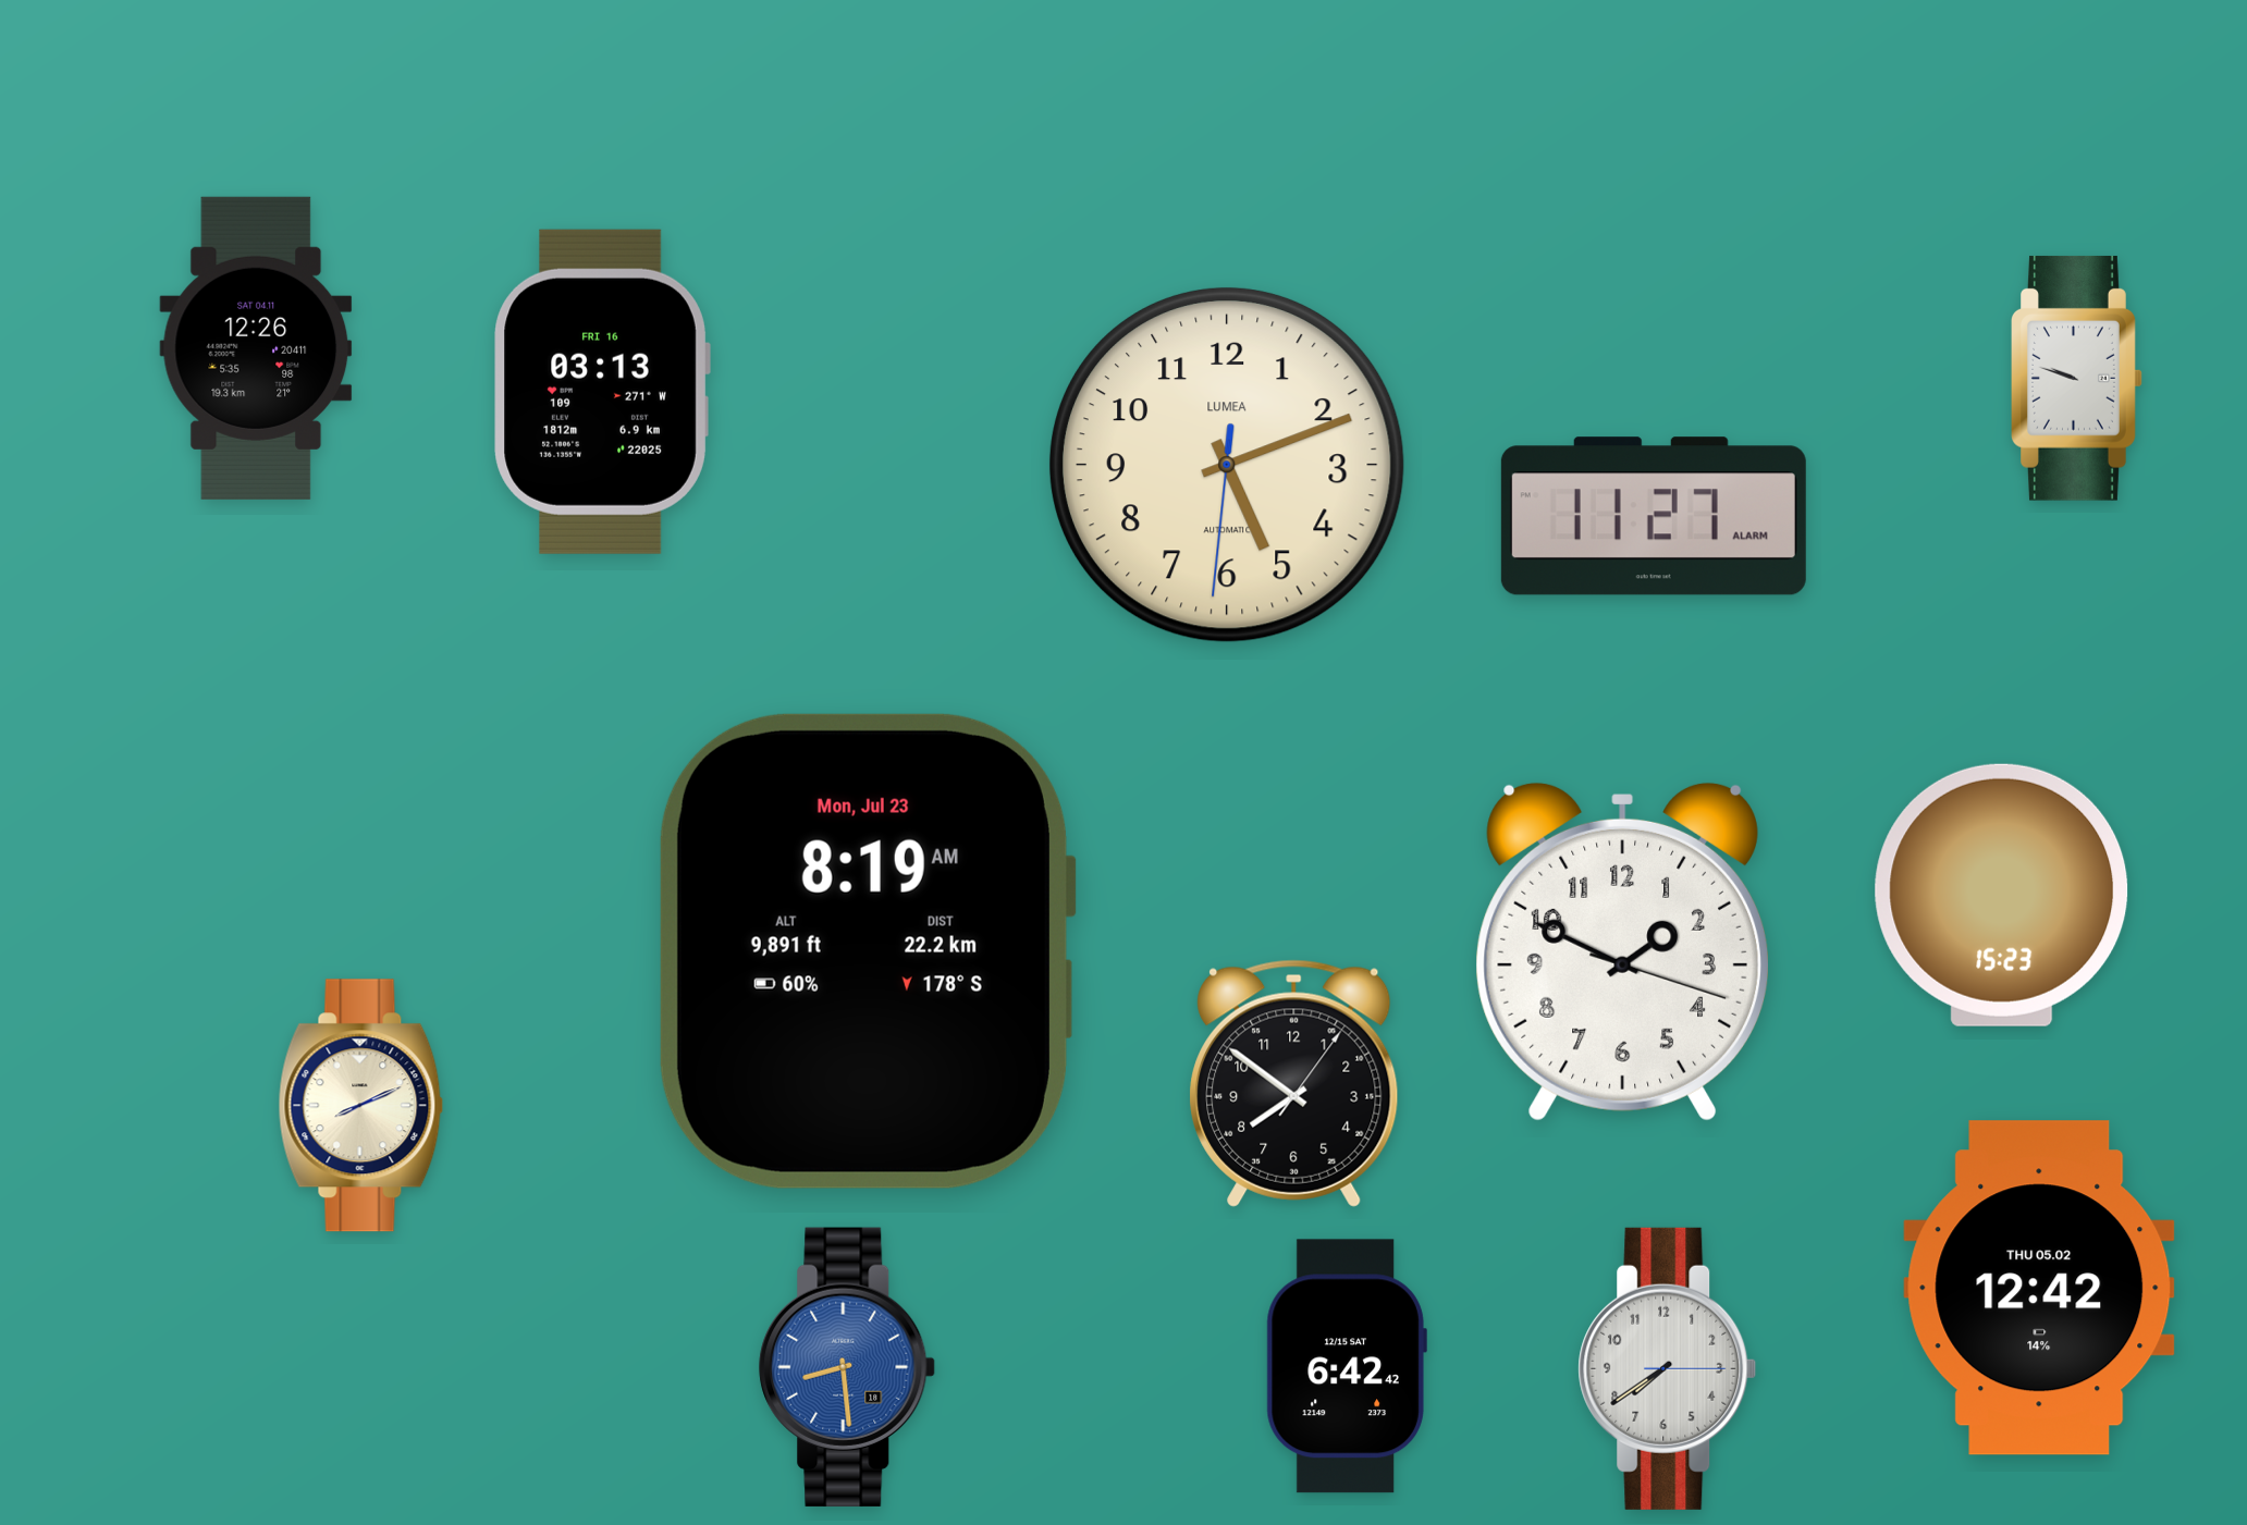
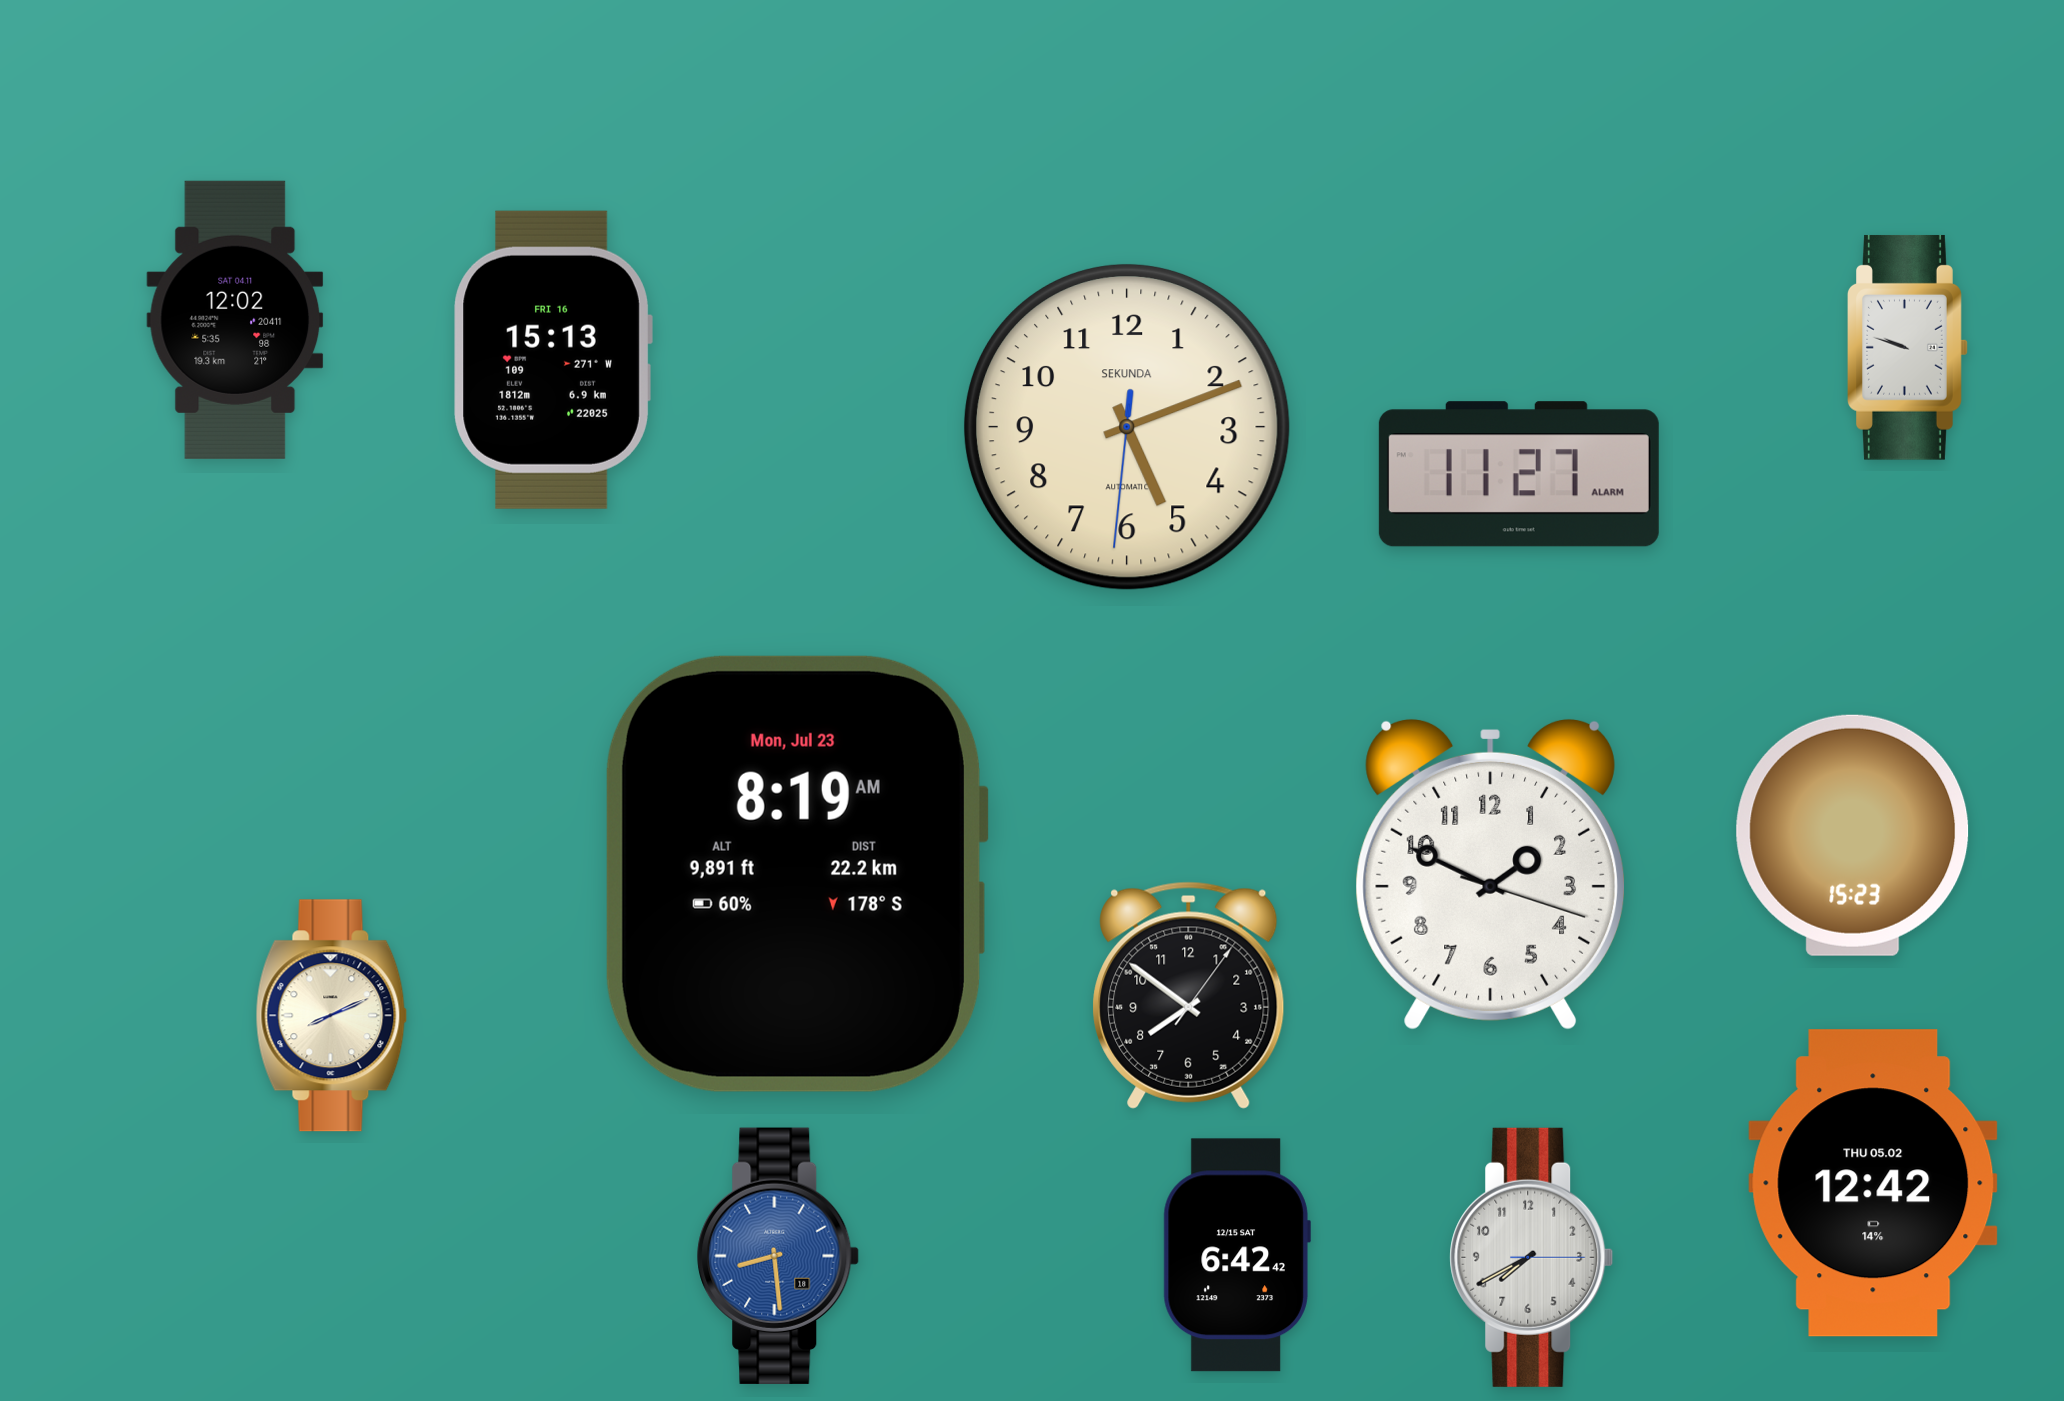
clock at (256, 348): 12:26 -> 12:02
clock at (602, 392): 03:13 -> 15:13
clock at (1227, 465) brand: LUMEA -> SEKUNDA
clock at (2002, 895) position: (2002, 895) -> (1853, 835)
clock at (1668, 1368): 7:39 -> 7:40
